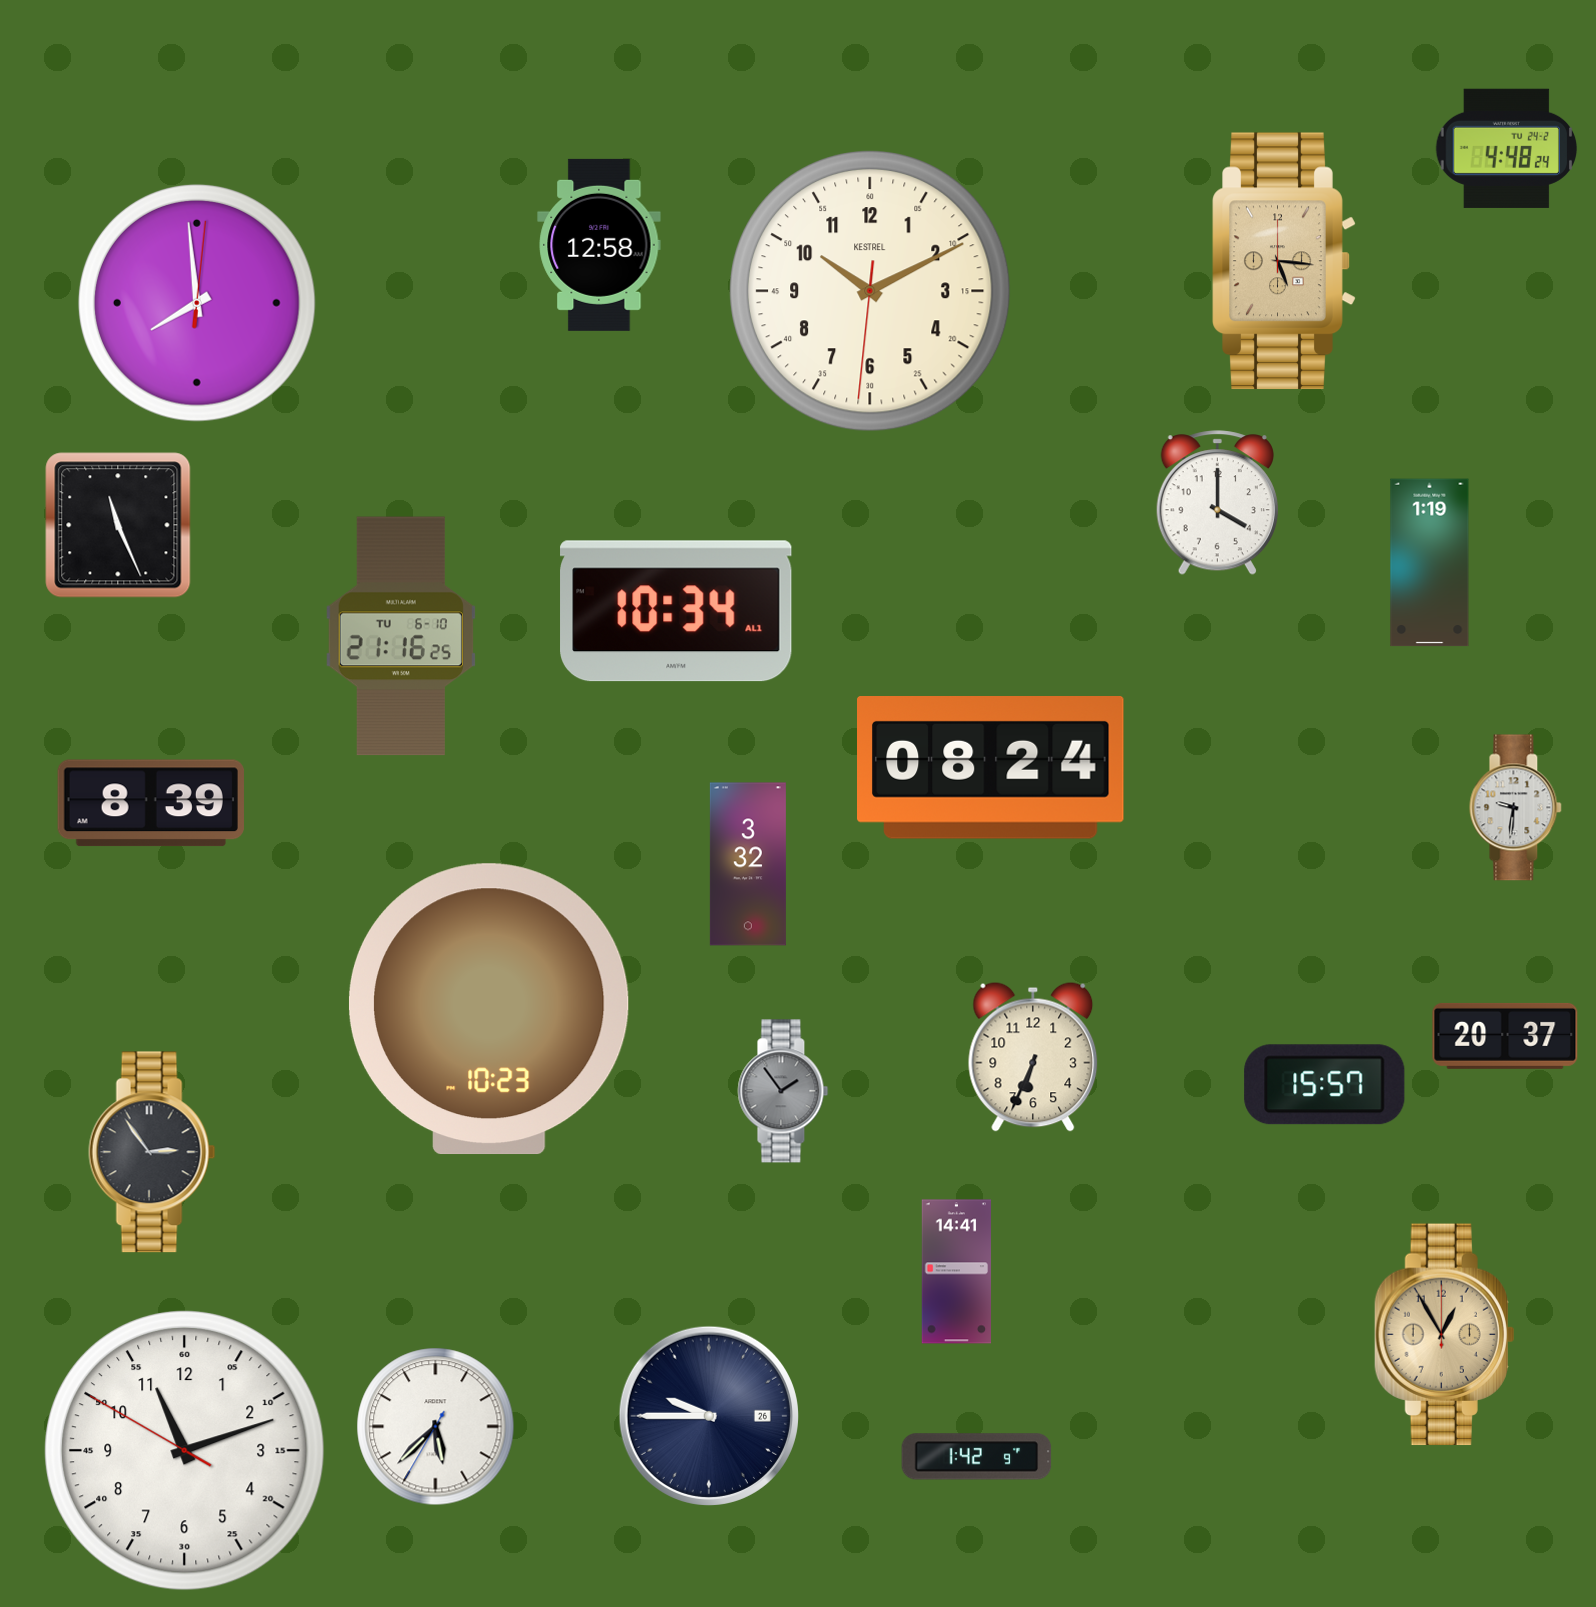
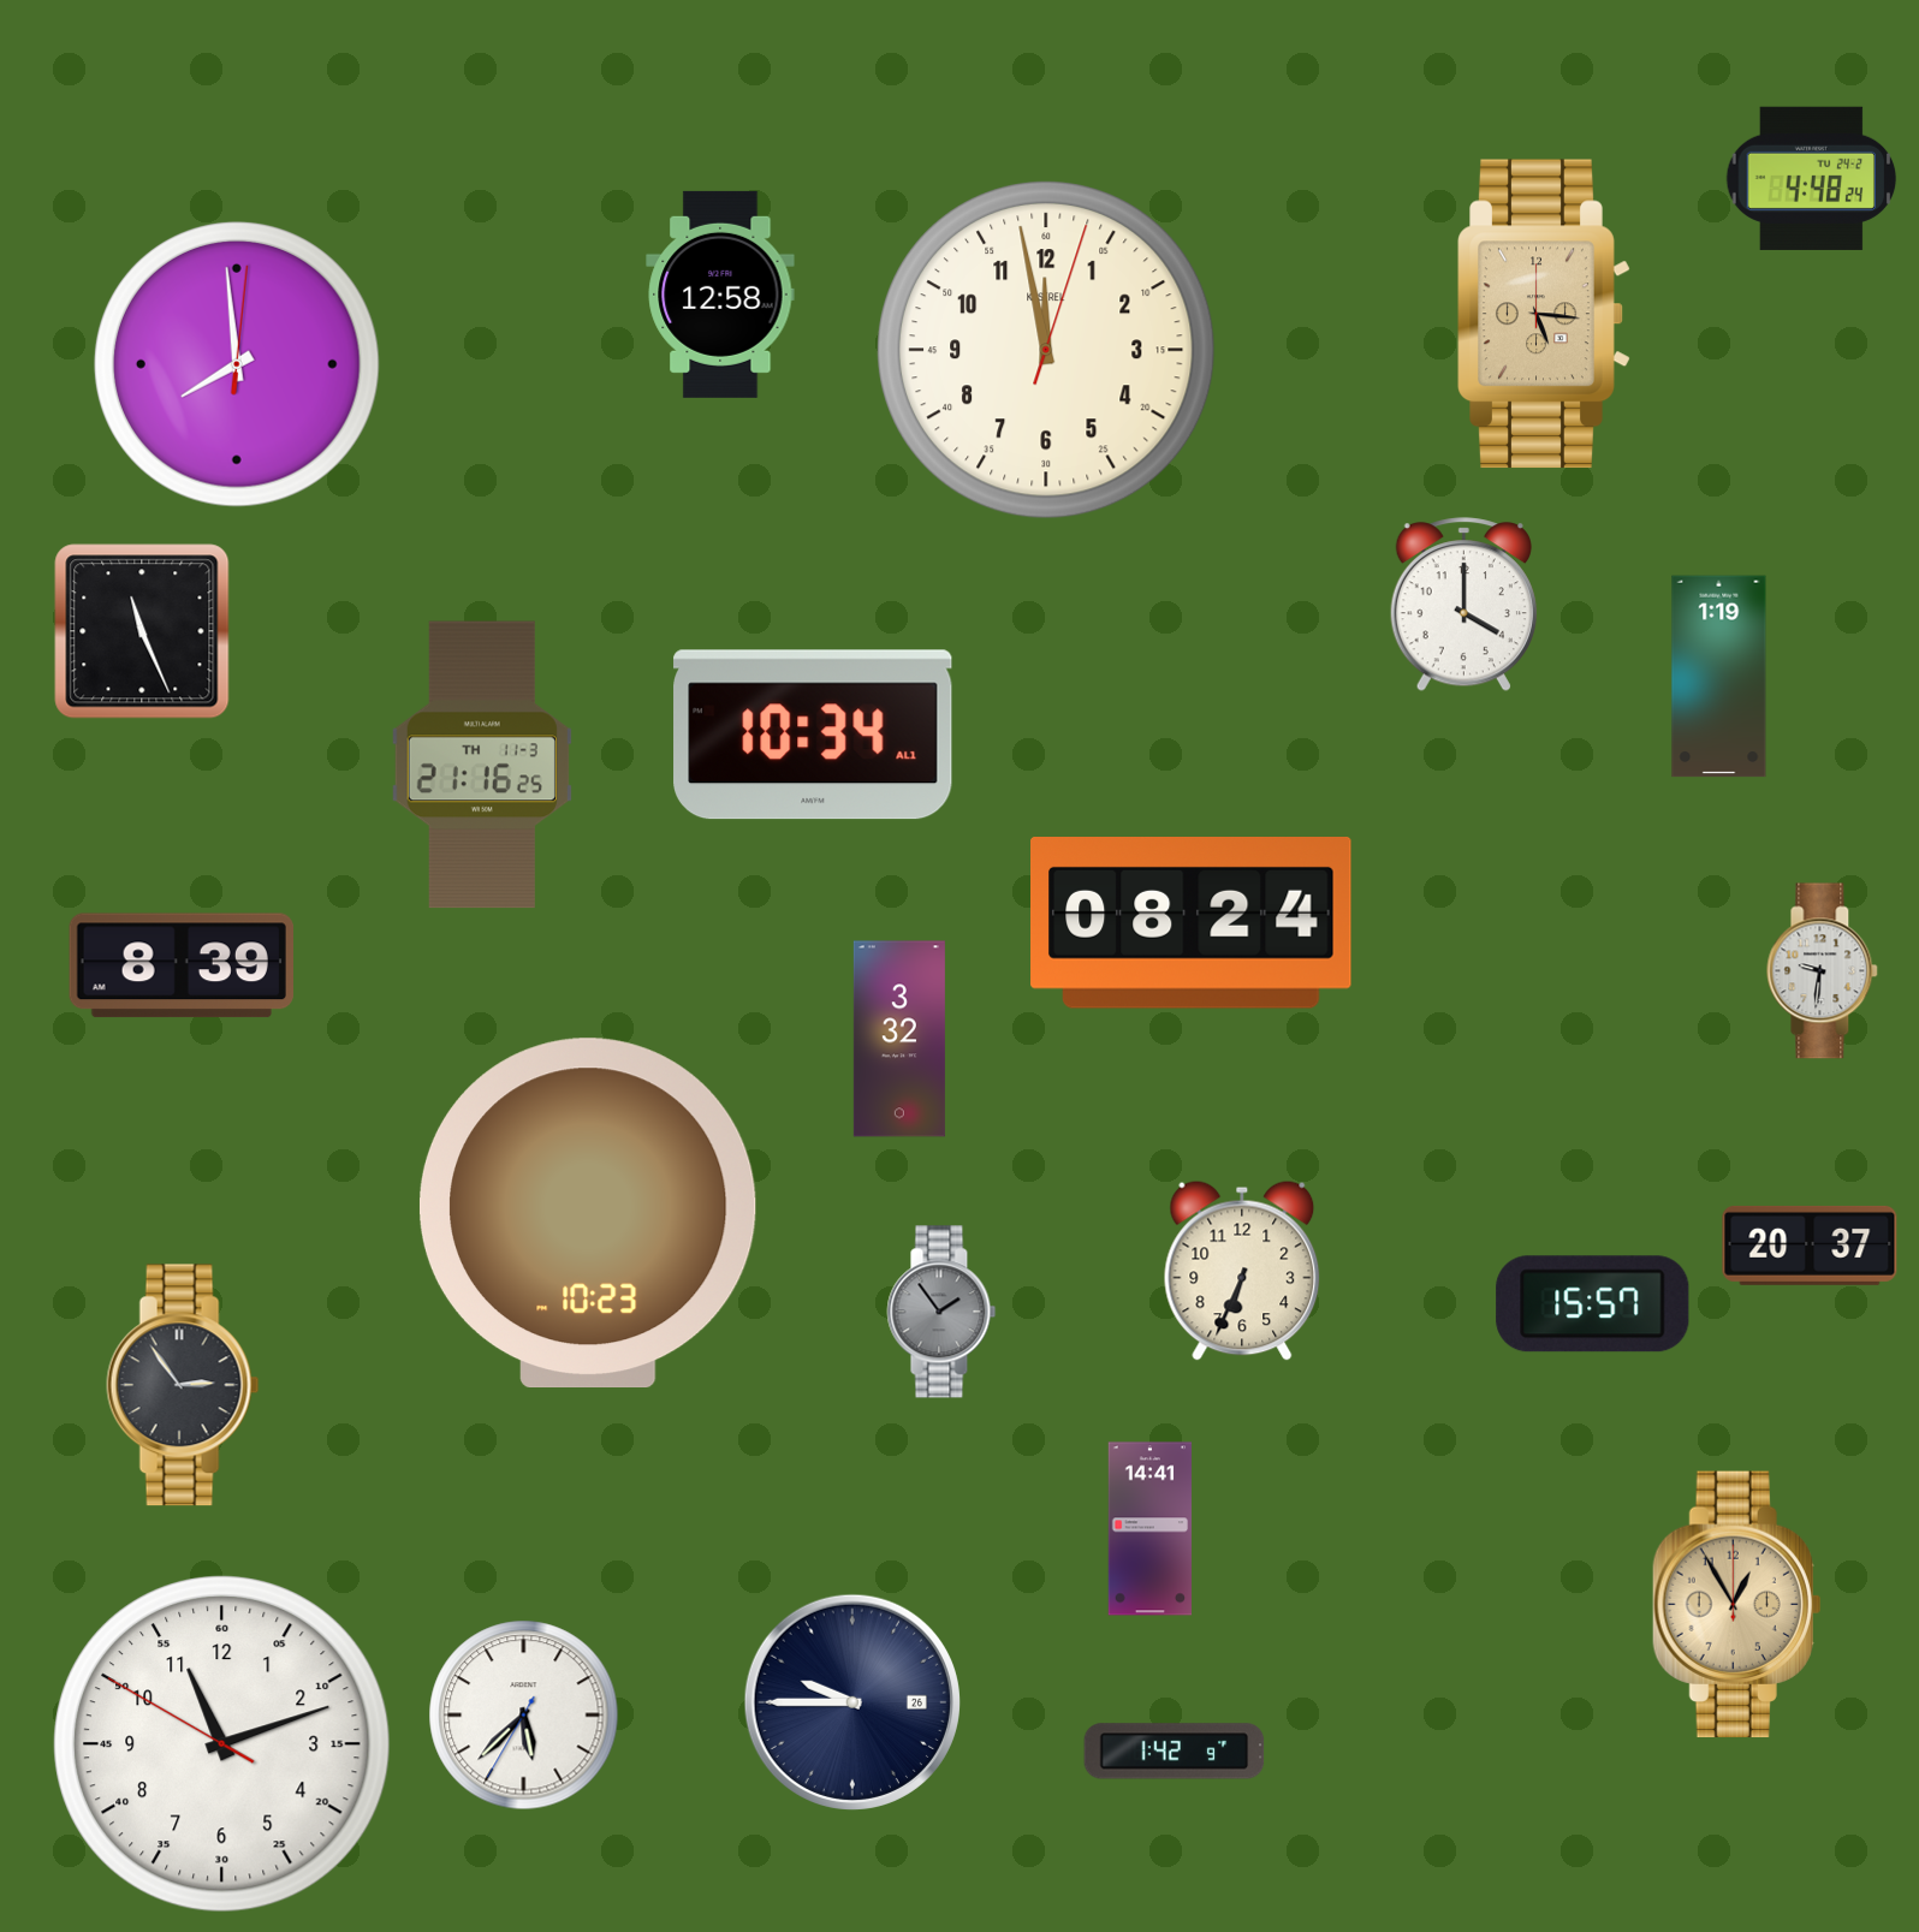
clock at (871, 292): 10:10 -> 11:58
clock at (401, 636) date: TU 6-10 -> TH 11-3
